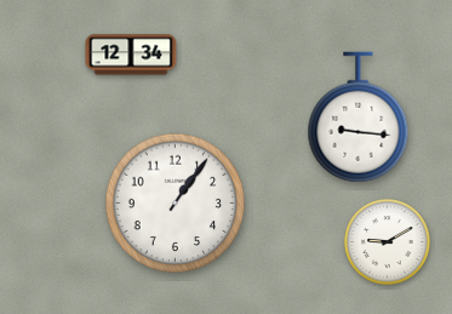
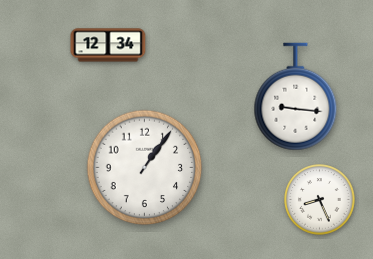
clock at (388, 242): 9:10 -> 8:26
